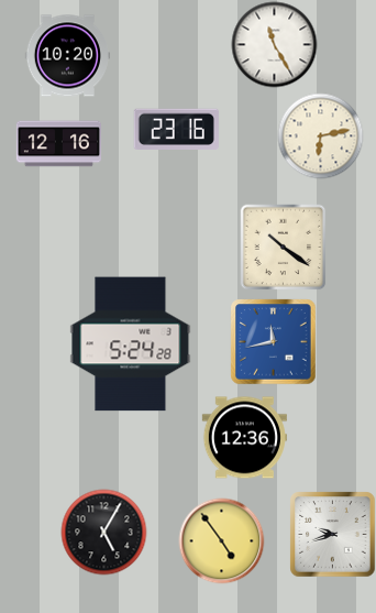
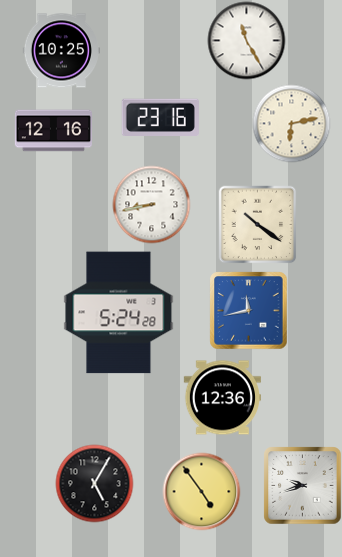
clock at (274, 44) position: (274, 44) -> (246, 40)
clock at (67, 56): 10:20 -> 10:25
clock at (151, 204): none -> 8:43
